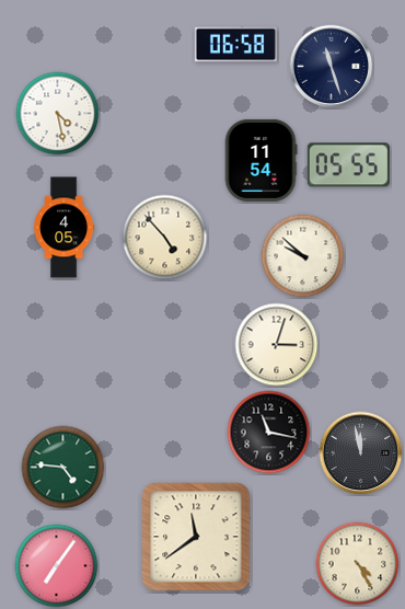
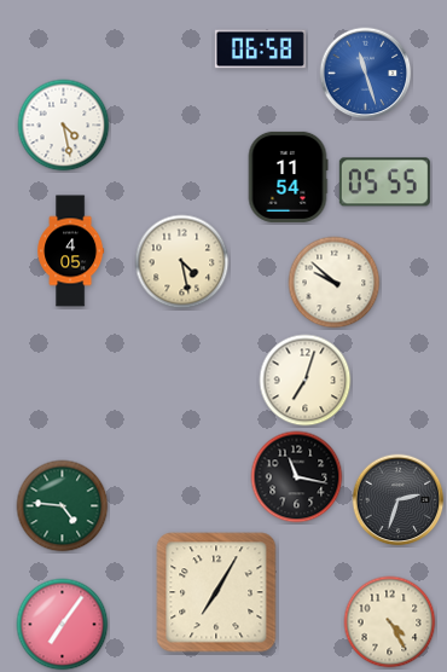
clock at (332, 67) dial: navy -> blue
clock at (165, 238): 4:53 -> 4:28
clock at (277, 345): 3:03 -> 7:03
clock at (361, 453): 11:58 -> 2:33
clock at (63, 468) position: (63, 468) -> (63, 506)
clock at (196, 537): 11:39 -> 7:05
clock at (358, 564) position: (358, 564) -> (390, 622)
